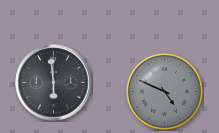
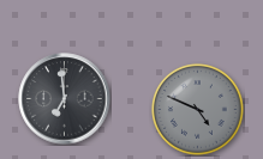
clock at (54, 83): 5:59 -> 6:59
